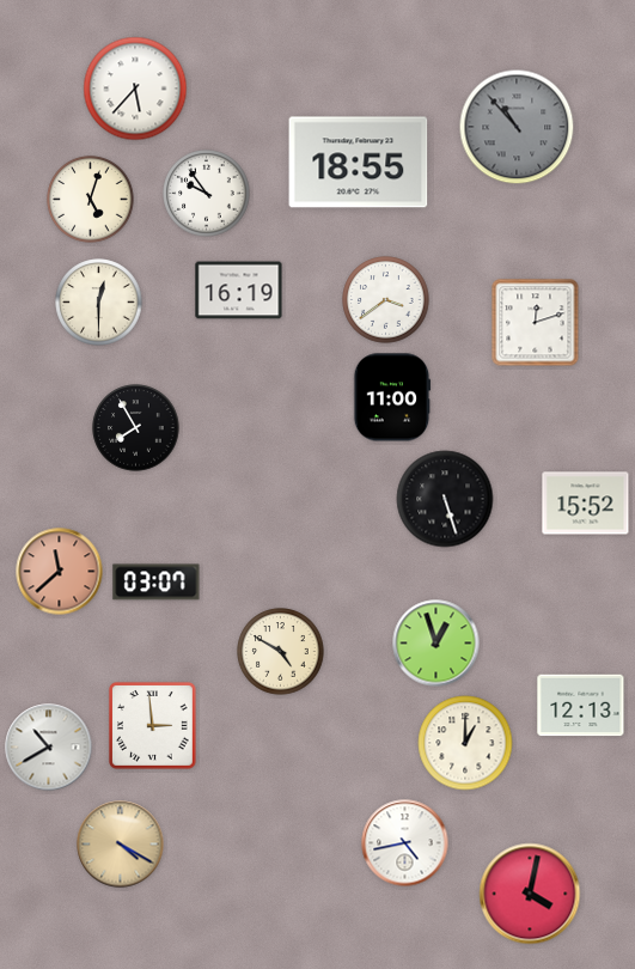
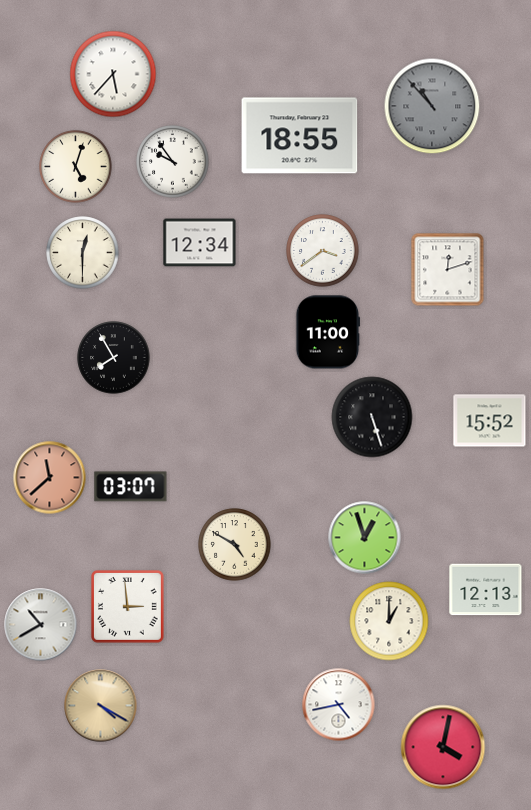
clock at (239, 291): 16:19 -> 12:34
